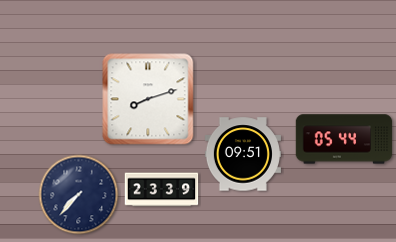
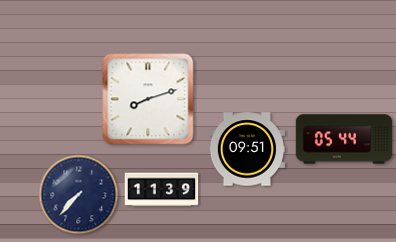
clock at (243, 154) position: (243, 154) -> (247, 149)
clock at (162, 190): 23:39 -> 11:39
